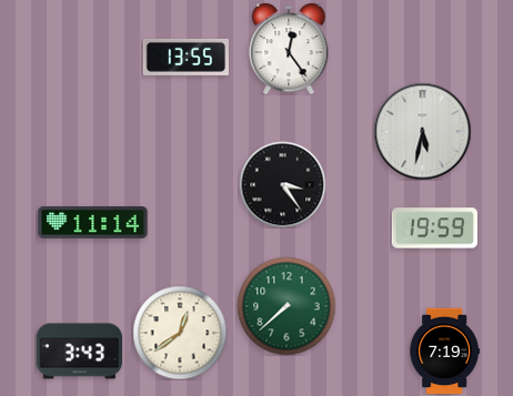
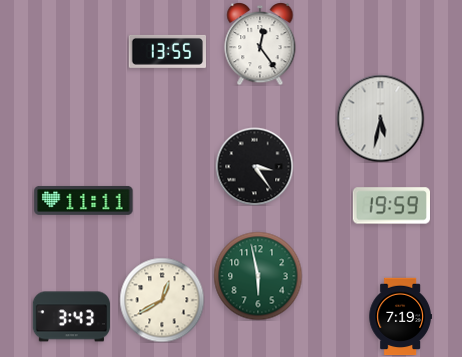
clock at (93, 222): 11:14 -> 11:11
clock at (286, 306): 7:38 -> 5:58
clock at (180, 333): 12:39 -> 12:40
